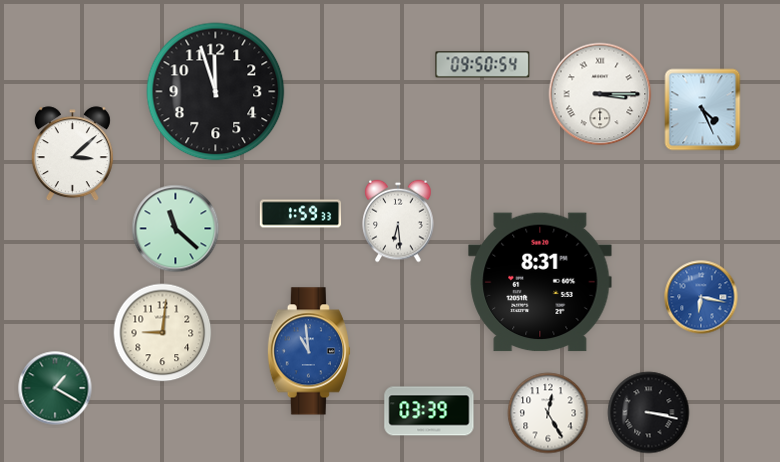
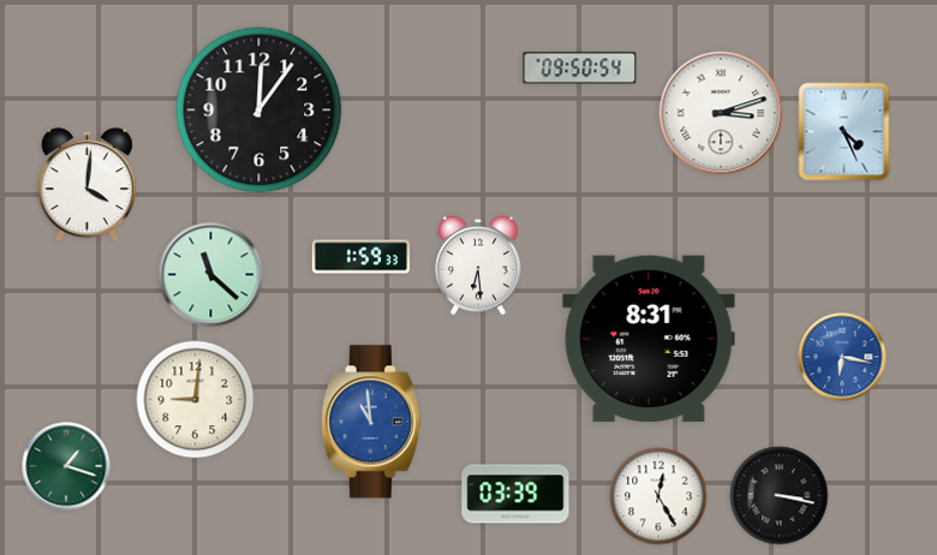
clock at (483, 65) position: (483, 65) -> (580, 68)
clock at (216, 92): 11:57 -> 12:06
clock at (600, 94): 3:15 -> 3:12
clock at (72, 154): 3:08 -> 4:01
clock at (55, 388): 1:20 -> 1:18
